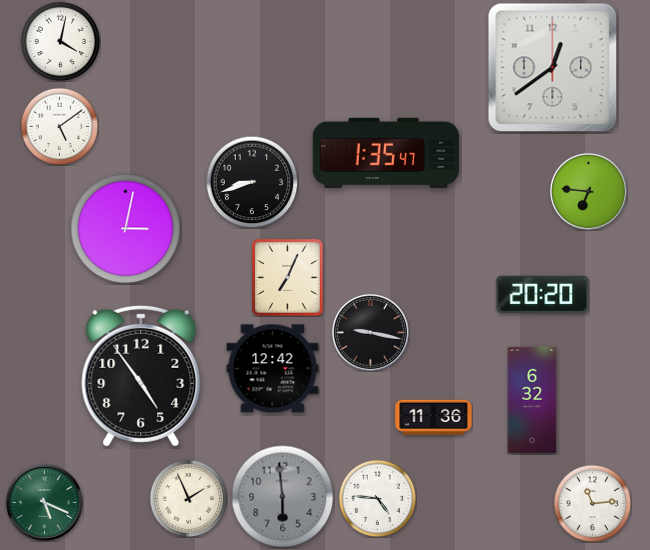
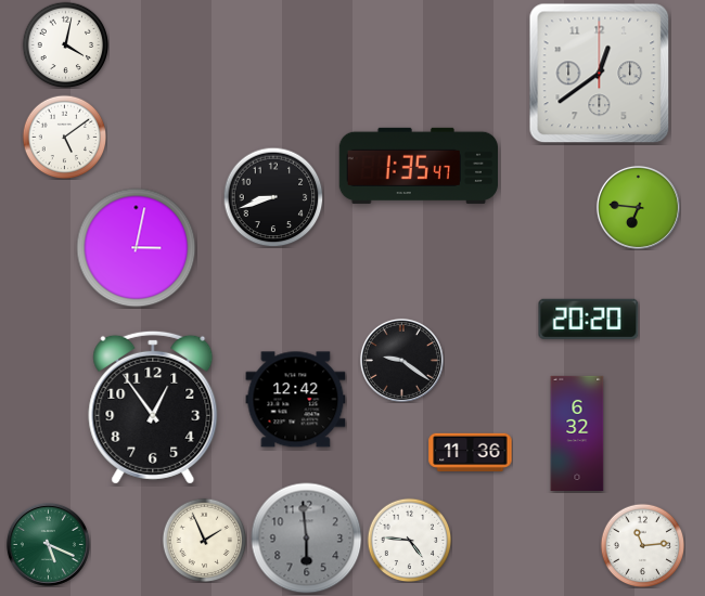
clock at (288, 278): 7:04 -> none
clock at (370, 332): 9:17 -> 9:21
clock at (141, 376): 4:54 -> 12:54
